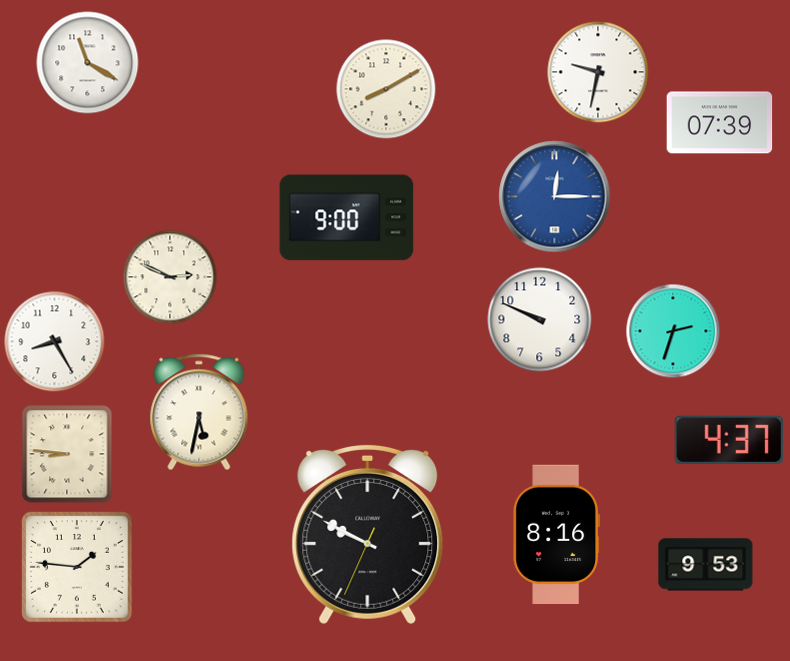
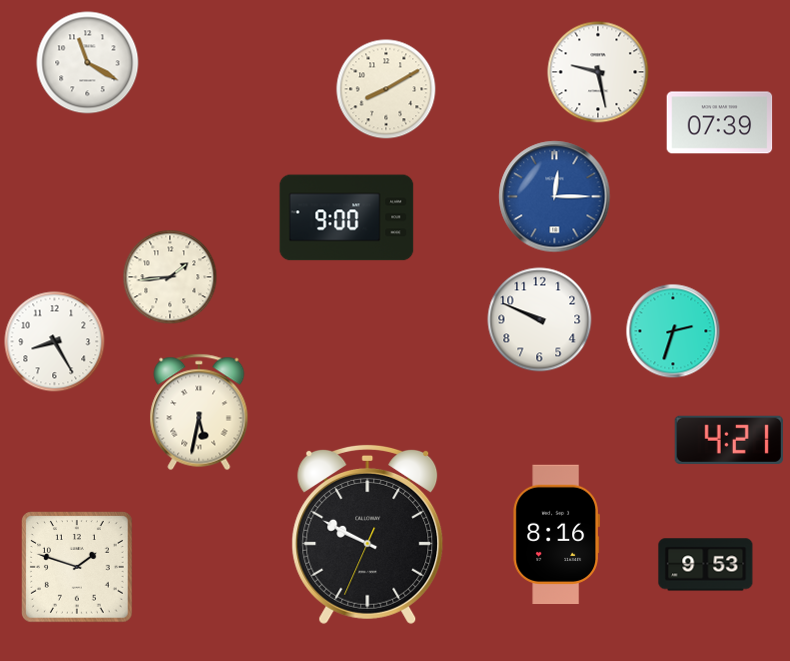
clock at (598, 72): 9:32 -> 9:28
clock at (170, 277): 2:49 -> 1:44
clock at (729, 440): 4:37 -> 4:21
clock at (67, 454): 8:46 -> none
clock at (77, 567): 1:46 -> 1:48
